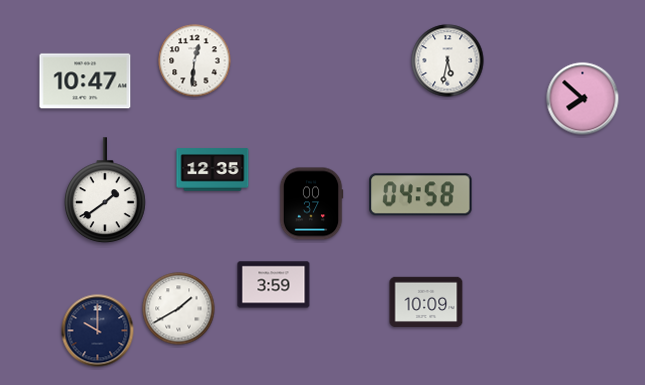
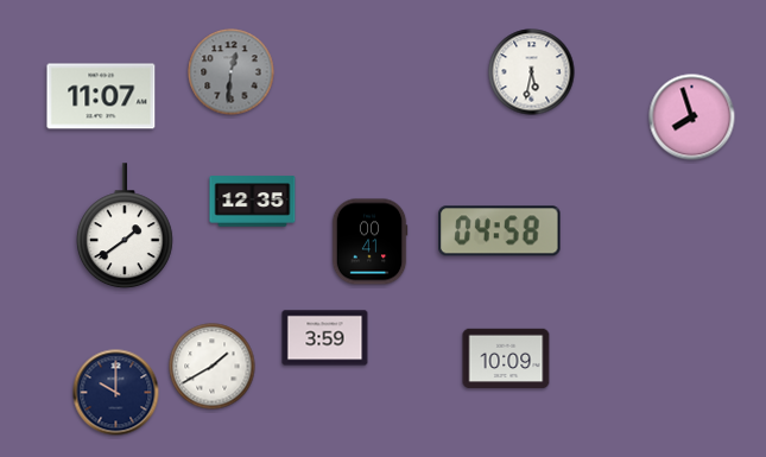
clock at (195, 61) dial: white -> grey
clock at (85, 81): 10:47 -> 11:07
clock at (583, 99): 7:52 -> 7:57
clock at (311, 204): 00:37 -> 00:41
